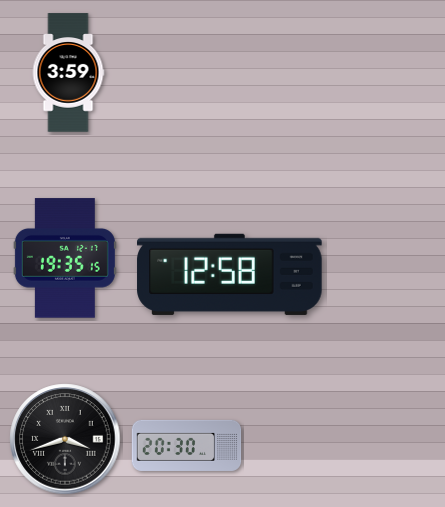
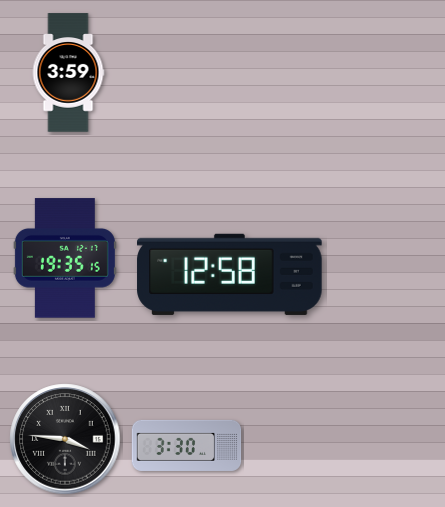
clock at (65, 439): 3:42 -> 3:46
clock at (187, 445): 20:30 -> 3:30
